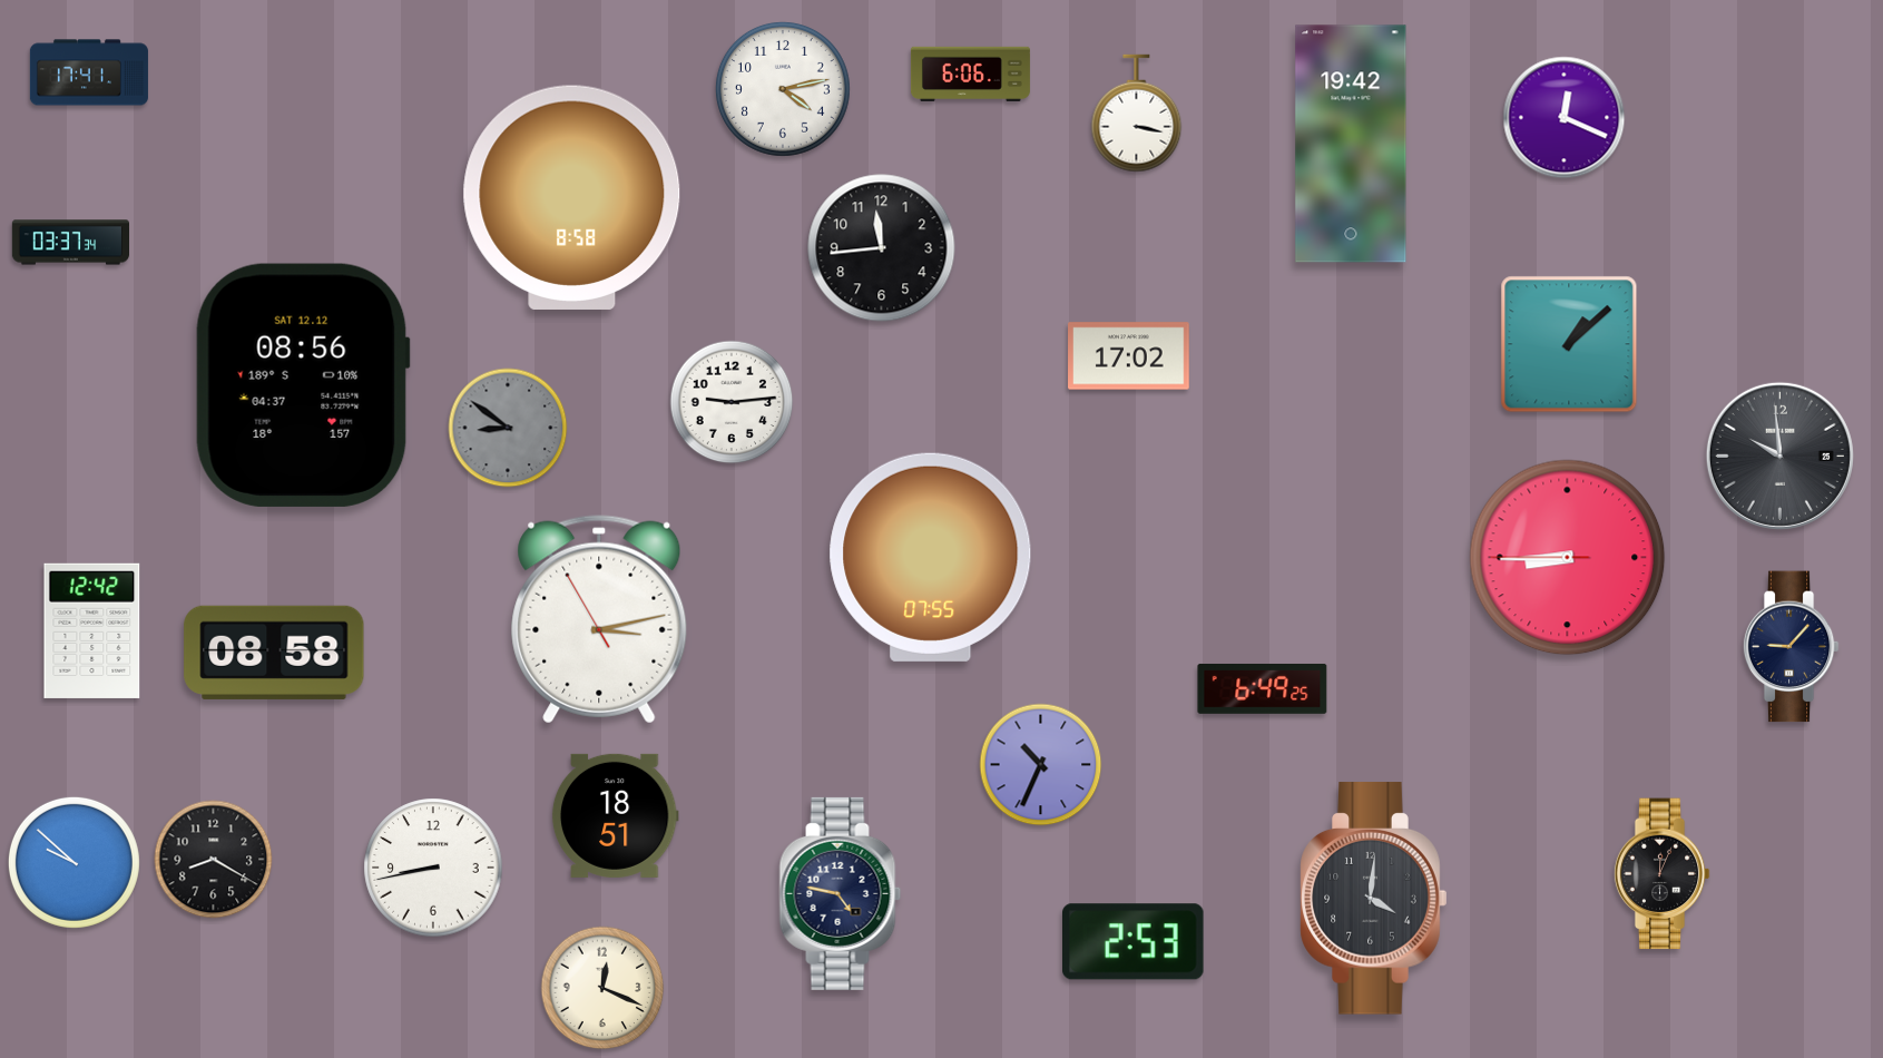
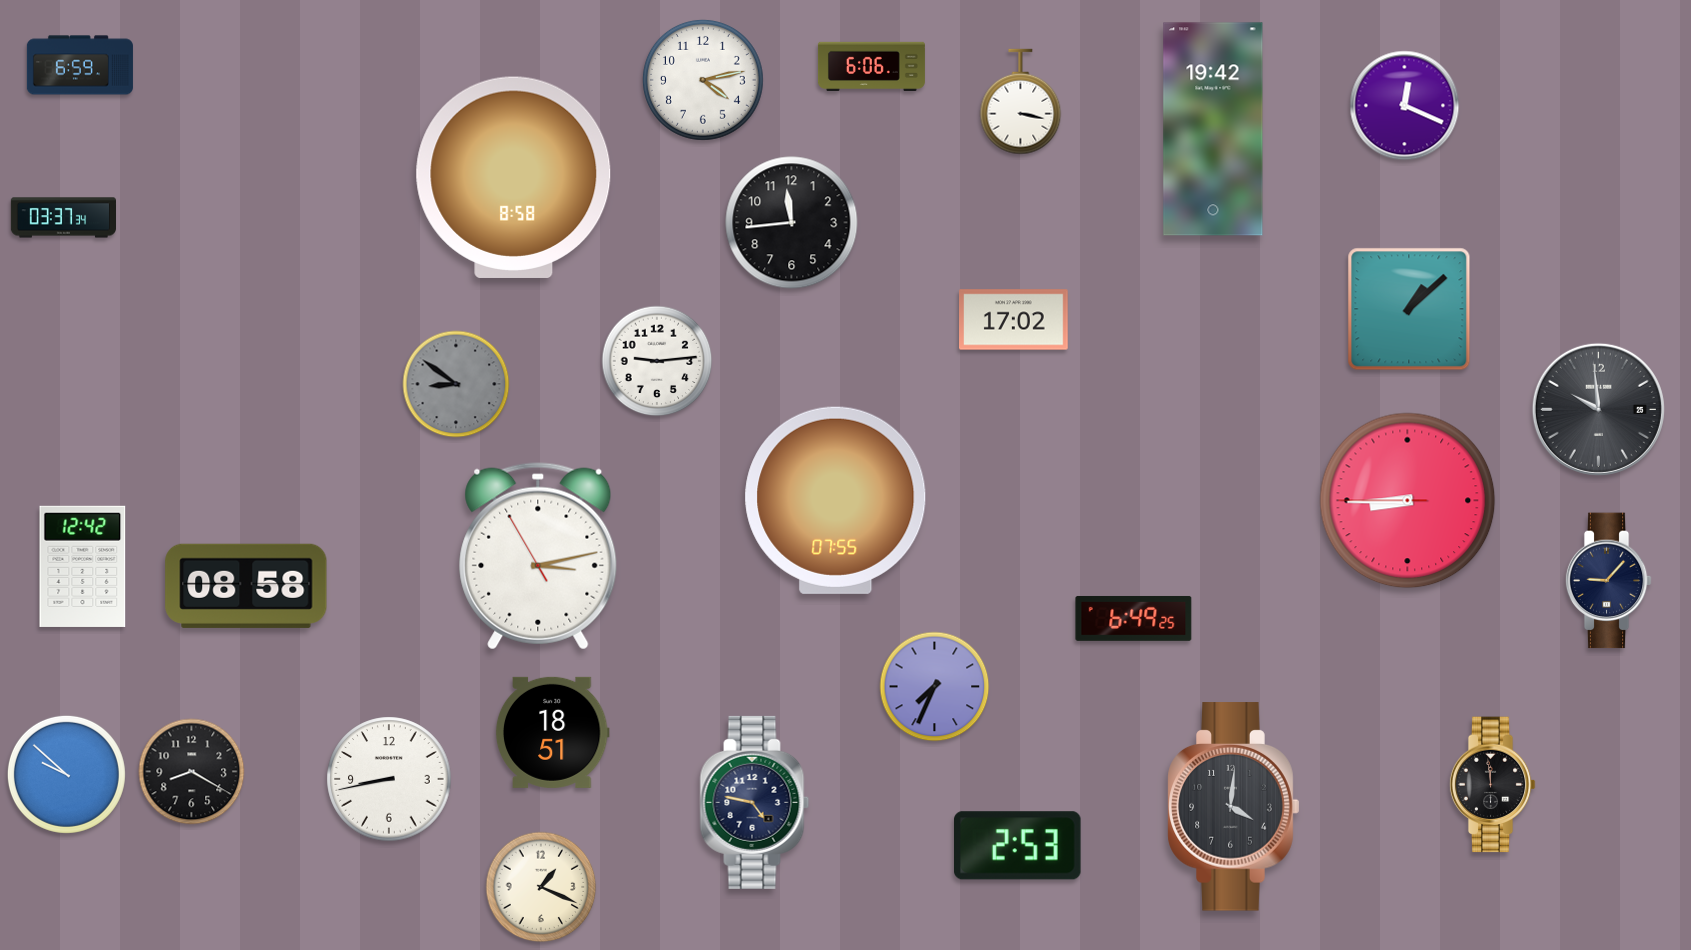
clock at (89, 72): 17:41 -> 6:59
clock at (303, 385): 08:56 -> none
clock at (1041, 765): 10:34 -> 7:34
clock at (1661, 874): 12:04 -> 11:59
clock at (602, 988): 12:19 -> 1:19
